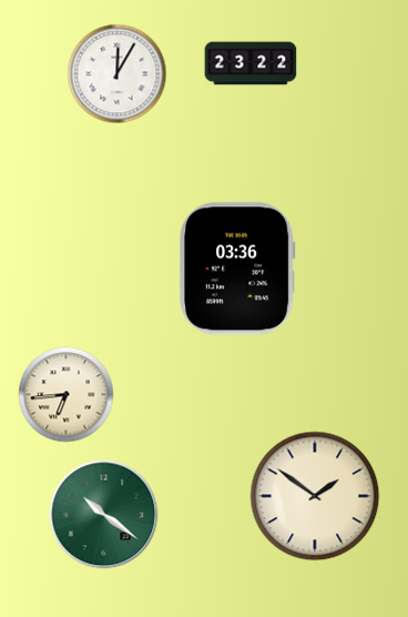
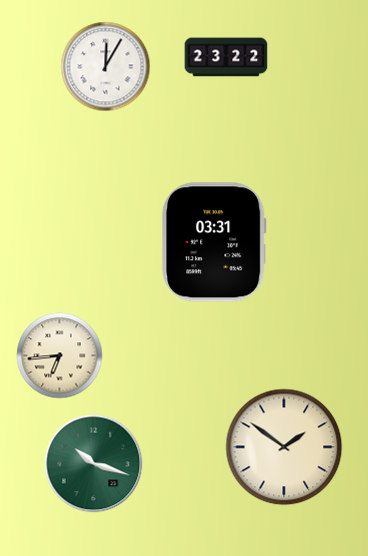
clock at (238, 269): 03:36 -> 03:31
clock at (104, 515): 10:21 -> 10:18
